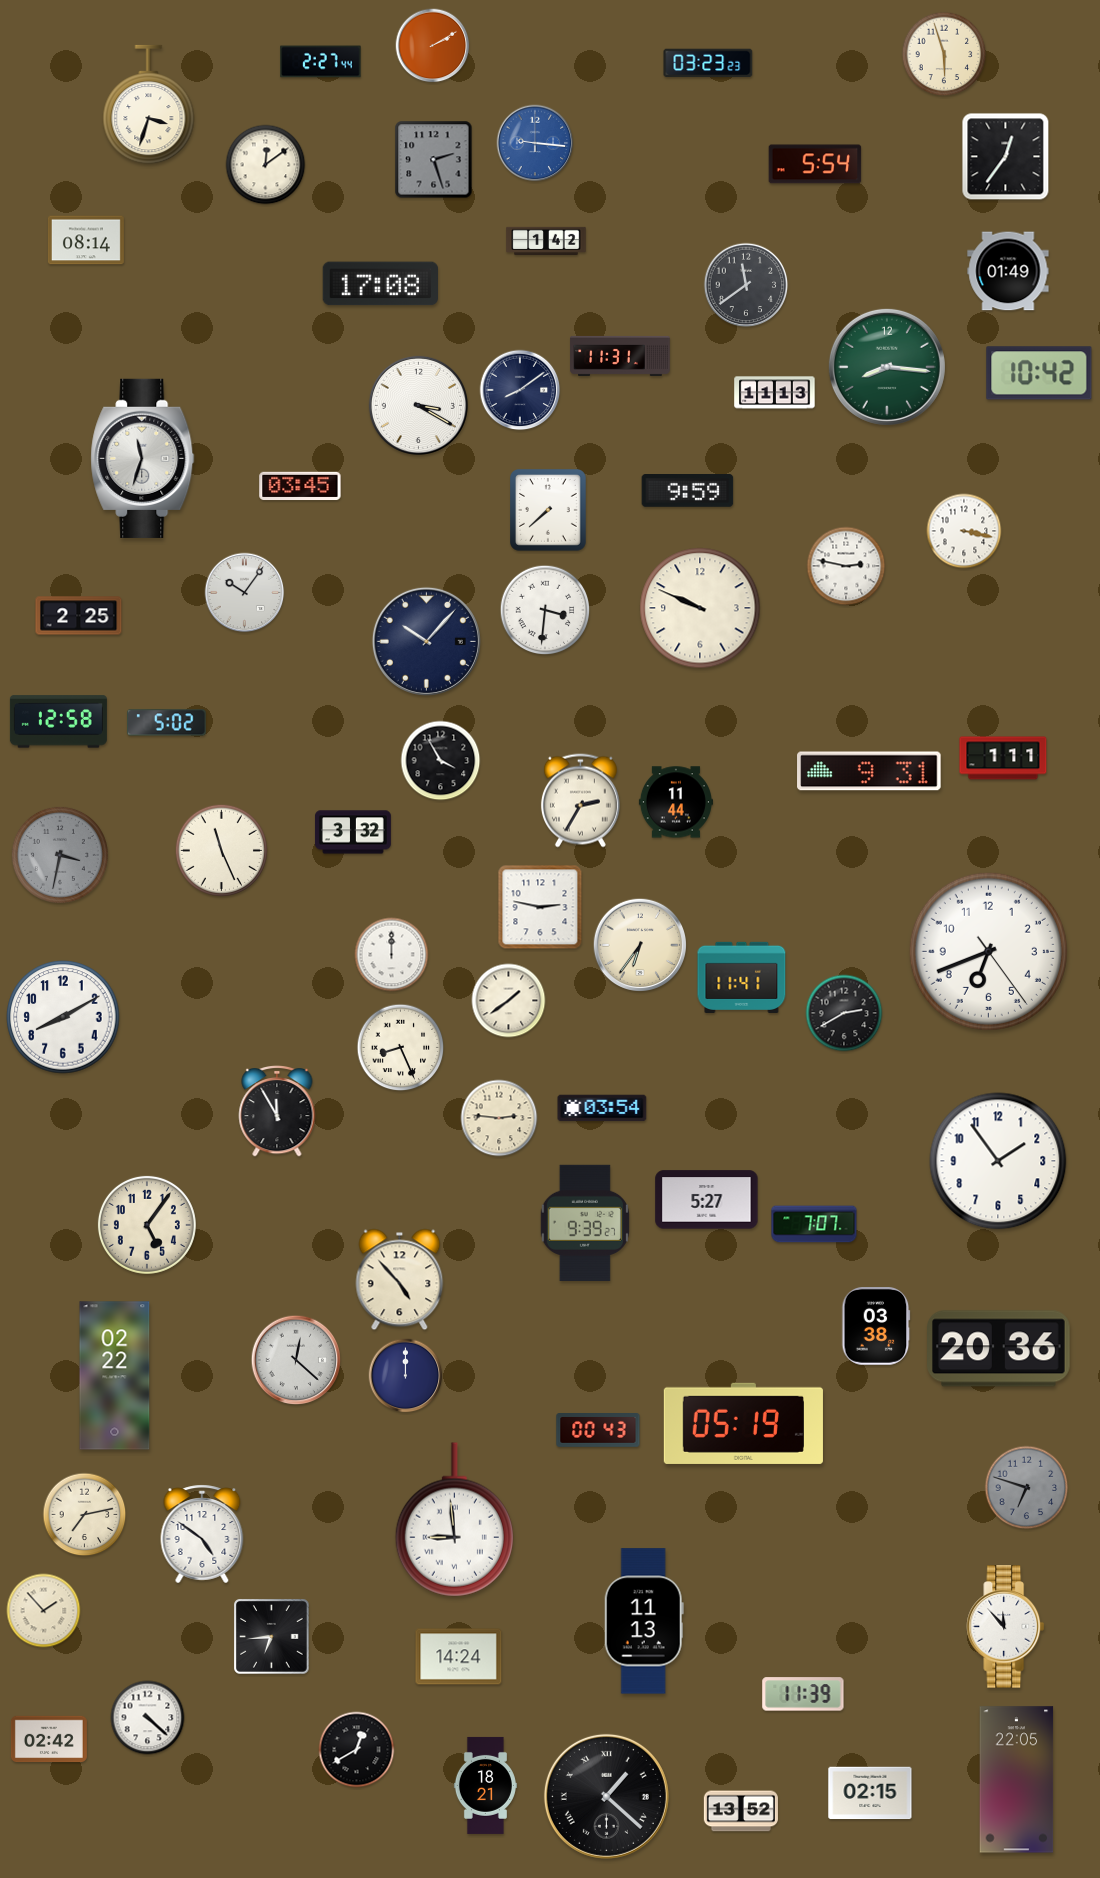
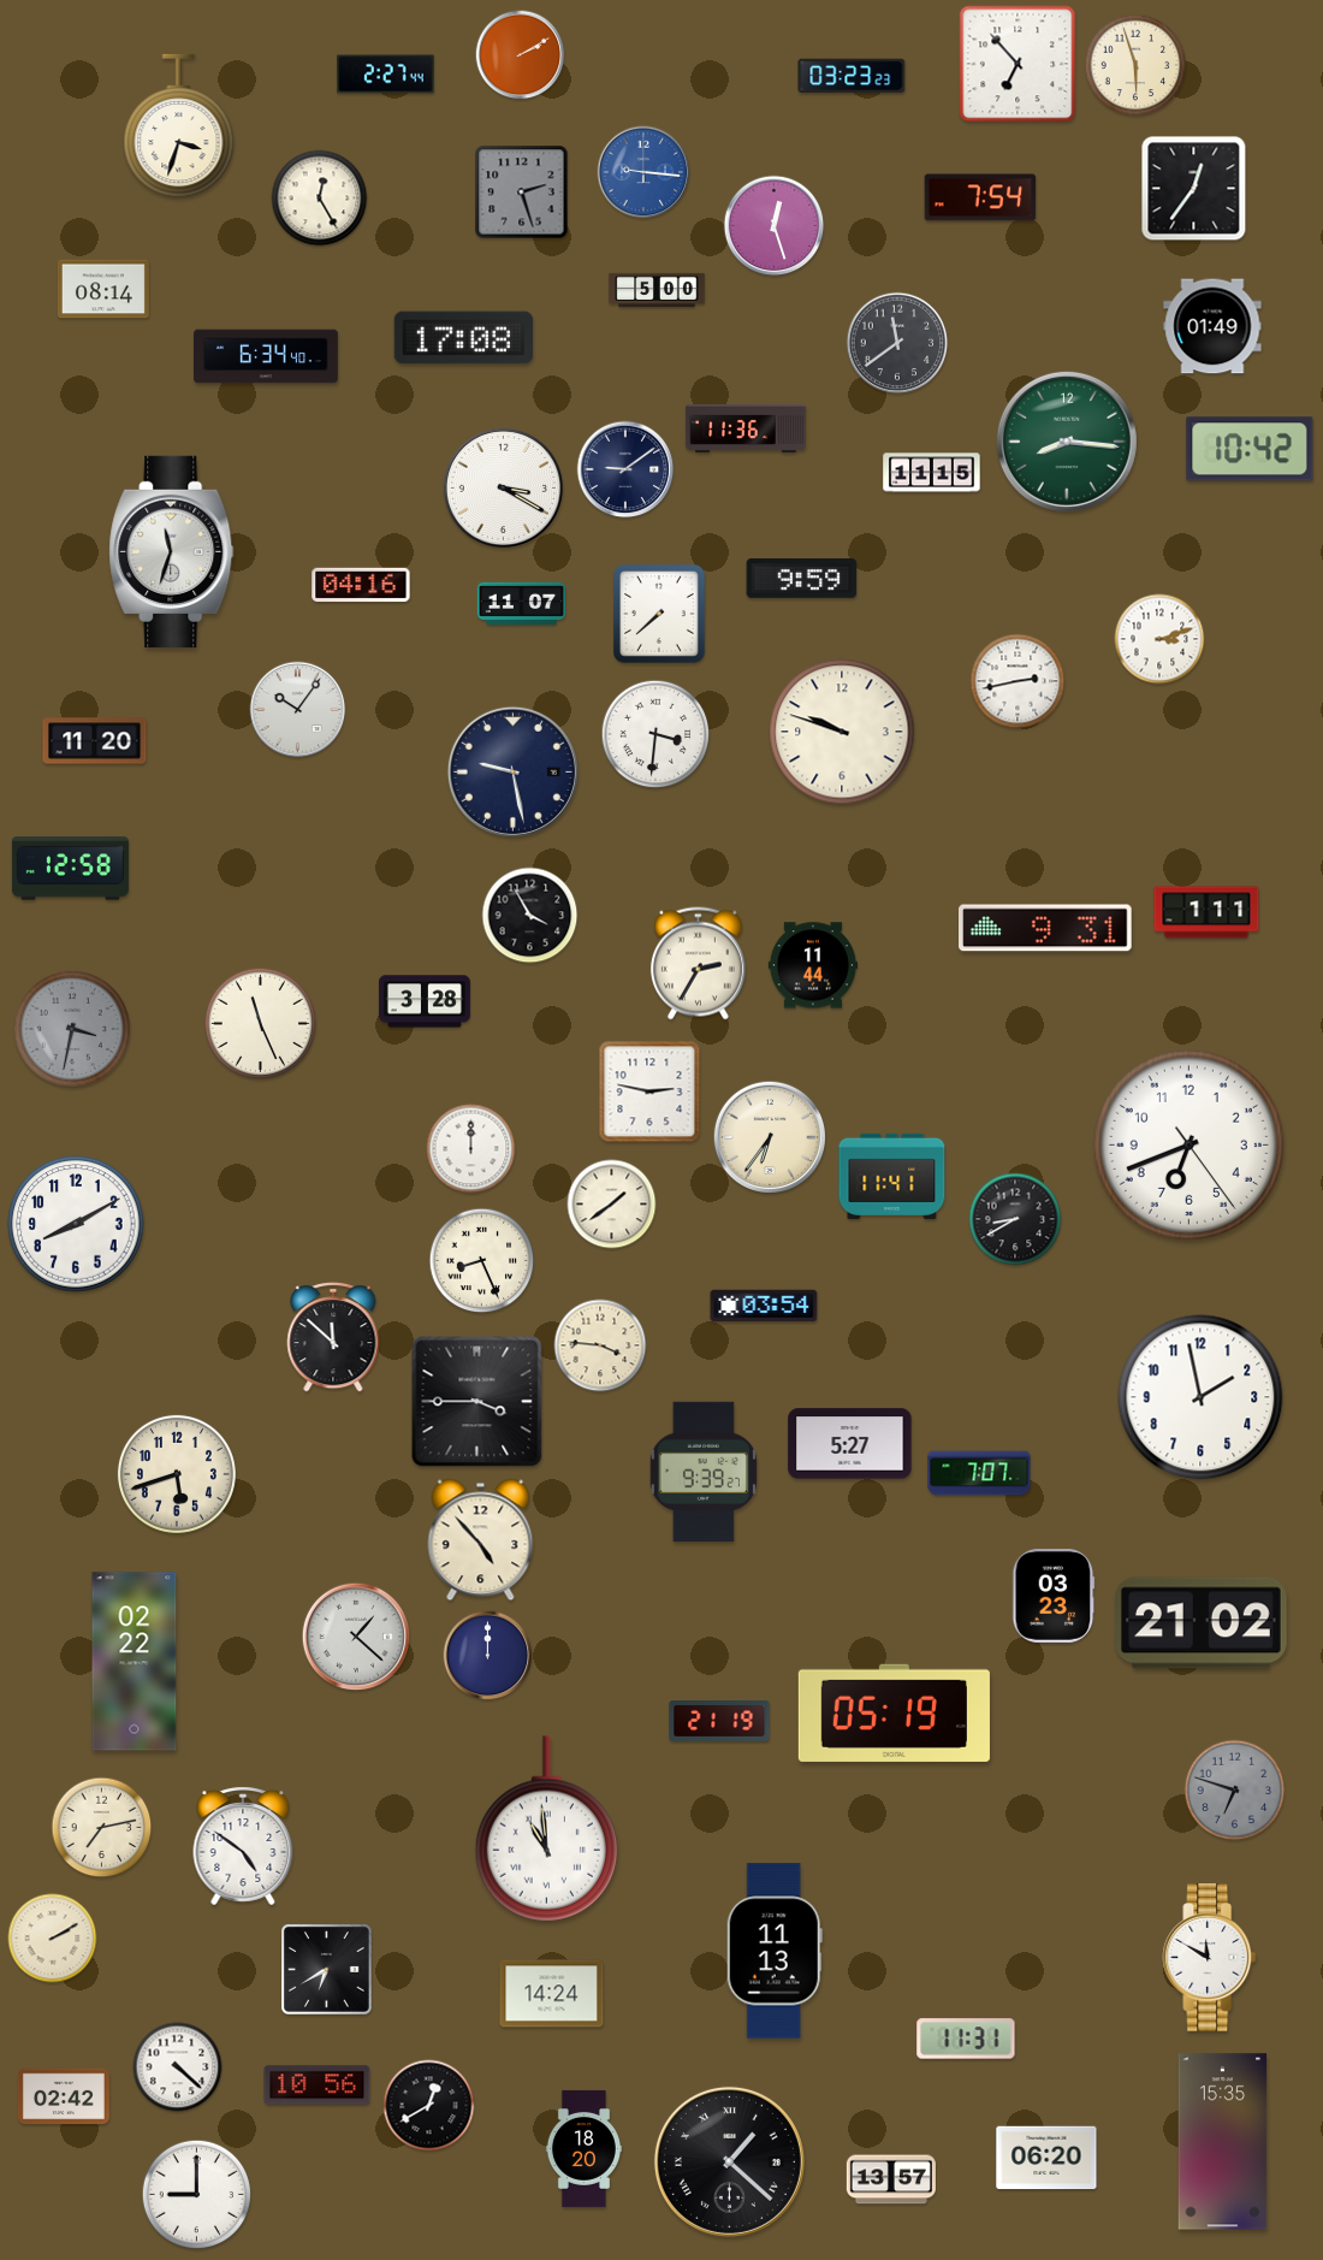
clock at (1018, 64): none -> 6:53
clock at (1006, 157) position: (1006, 157) -> (1194, 189)
clock at (815, 164): 5:54 -> 7:54
clock at (266, 165): 12:09 -> 12:25
clock at (775, 226): none -> 12:27
clock at (546, 240): 1:42 -> 5:00
clock at (380, 284) position: (380, 284) -> (463, 338)
clock at (267, 356): none -> 6:34
clock at (620, 356): 11:31 -> 11:36
clock at (520, 390): 8:09 -> 9:09
clock at (775, 393): 11:13 -> 11:15
clock at (300, 486): 03:45 -> 04:16
clock at (688, 491) position: (688, 491) -> (802, 579)
clock at (521, 604): none -> 11:07
clock at (964, 531): 3:17 -> 3:12
clock at (846, 566): 2:47 -> 2:43
clock at (245, 593) position: (245, 593) -> (298, 710)
clock at (700, 608): 9:49 -> 9:48
clock at (79, 616): 2:25 -> 11:20
clock at (426, 641): 10:07 -> 9:28
clock at (167, 723): 5:02 -> none
clock at (353, 832): 3:32 -> 3:28
clock at (221, 850) position: (221, 850) -> (260, 1023)
clock at (844, 1013): 2:40 -> 8:40
clock at (602, 1108) position: (602, 1108) -> (764, 1306)
clock at (277, 1112): 11:55 -> 11:52
clock at (499, 1118): 2:46 -> 3:46
clock at (998, 1161): 1:54 -> 1:58
clock at (477, 1402): none -> 3:45
clock at (147, 1225): 5:06 -> 5:42
clock at (876, 1326): 03:38 -> 03:23
clock at (999, 1349): 20:36 -> 21:02
clock at (296, 1360): 12:22 -> 1:22
clock at (115, 1376) position: (115, 1376) -> (135, 1662)
clock at (598, 1431): 00:43 -> 21:19
clock at (85, 1515) position: (85, 1515) -> (102, 1828)
clock at (454, 1520): 8:59 -> 10:59
clock at (44, 1611): 1:53 -> 2:10
clock at (1006, 1627): 11:53 -> 11:50
clock at (272, 1637): 6:44 -> 6:40
clock at (803, 1694): 11:39 -> 11:31
clock at (318, 2086): none -> 10:56
clock at (49, 1739) position: (49, 1739) -> (64, 2096)
clock at (1017, 1780): 22:05 -> 15:35
clock at (485, 1785): 18:21 -> 18:20
clock at (870, 1793): 02:15 -> 06:20
clock at (741, 1811): 13:52 -> 13:57
clock at (197, 2195): none -> 9:00
